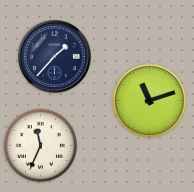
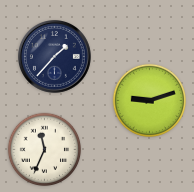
clock at (150, 101): 11:12 -> 9:12
clock at (41, 146) position: (41, 146) -> (45, 150)
